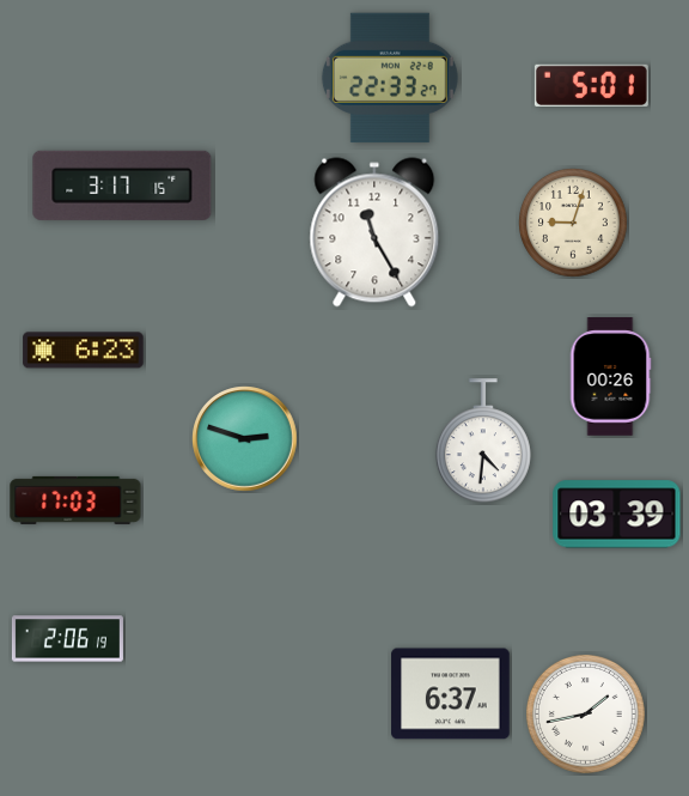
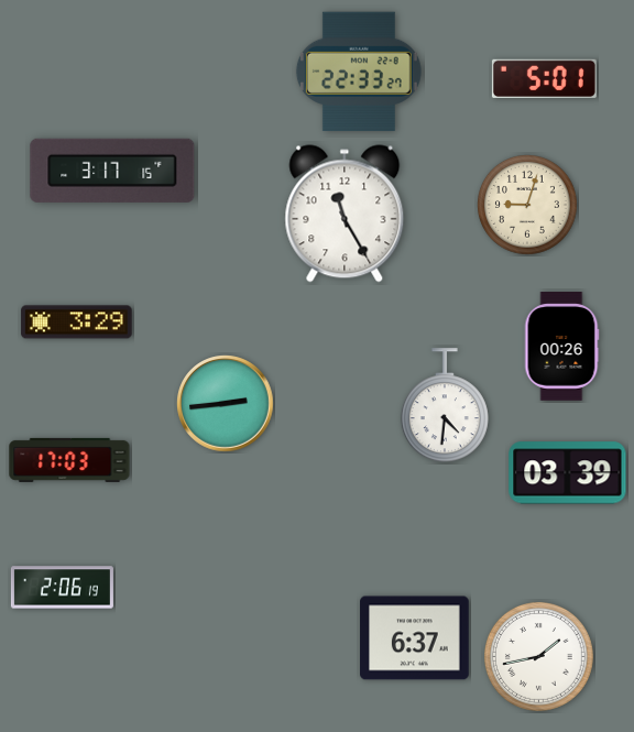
clock at (84, 351): 6:23 -> 3:29
clock at (245, 439): 2:48 -> 2:44
